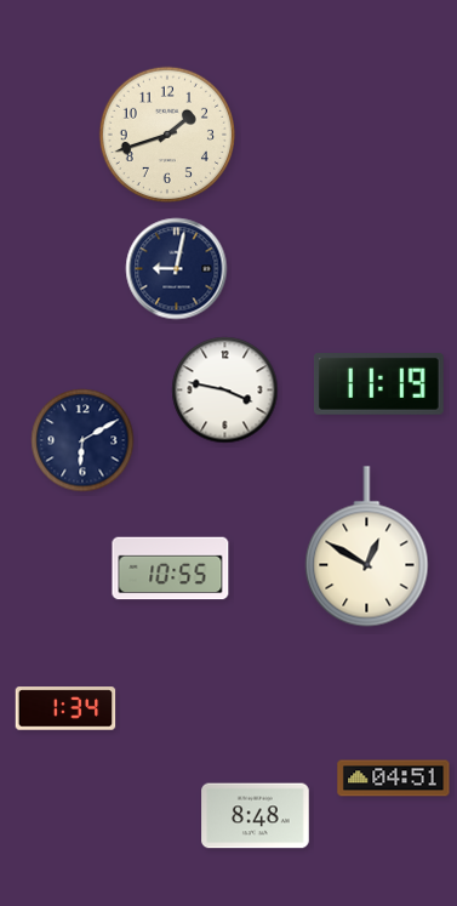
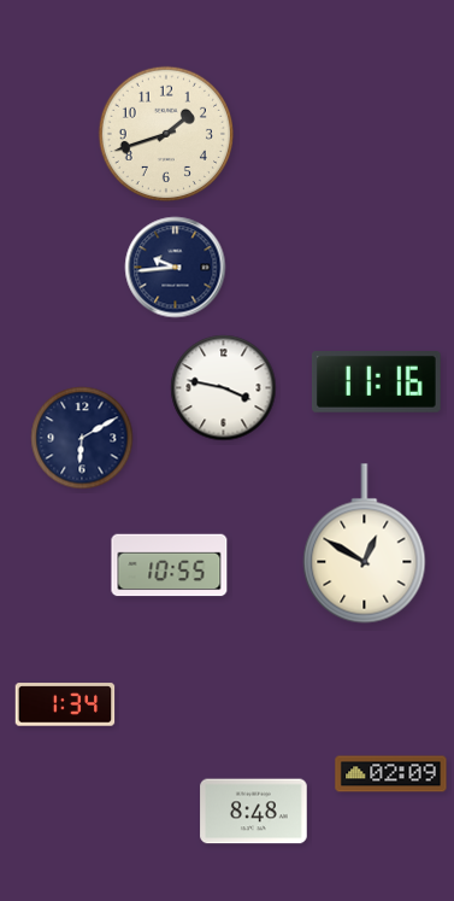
clock at (177, 269): 9:02 -> 9:44
clock at (378, 384): 11:19 -> 11:16
clock at (394, 779): 04:51 -> 02:09
